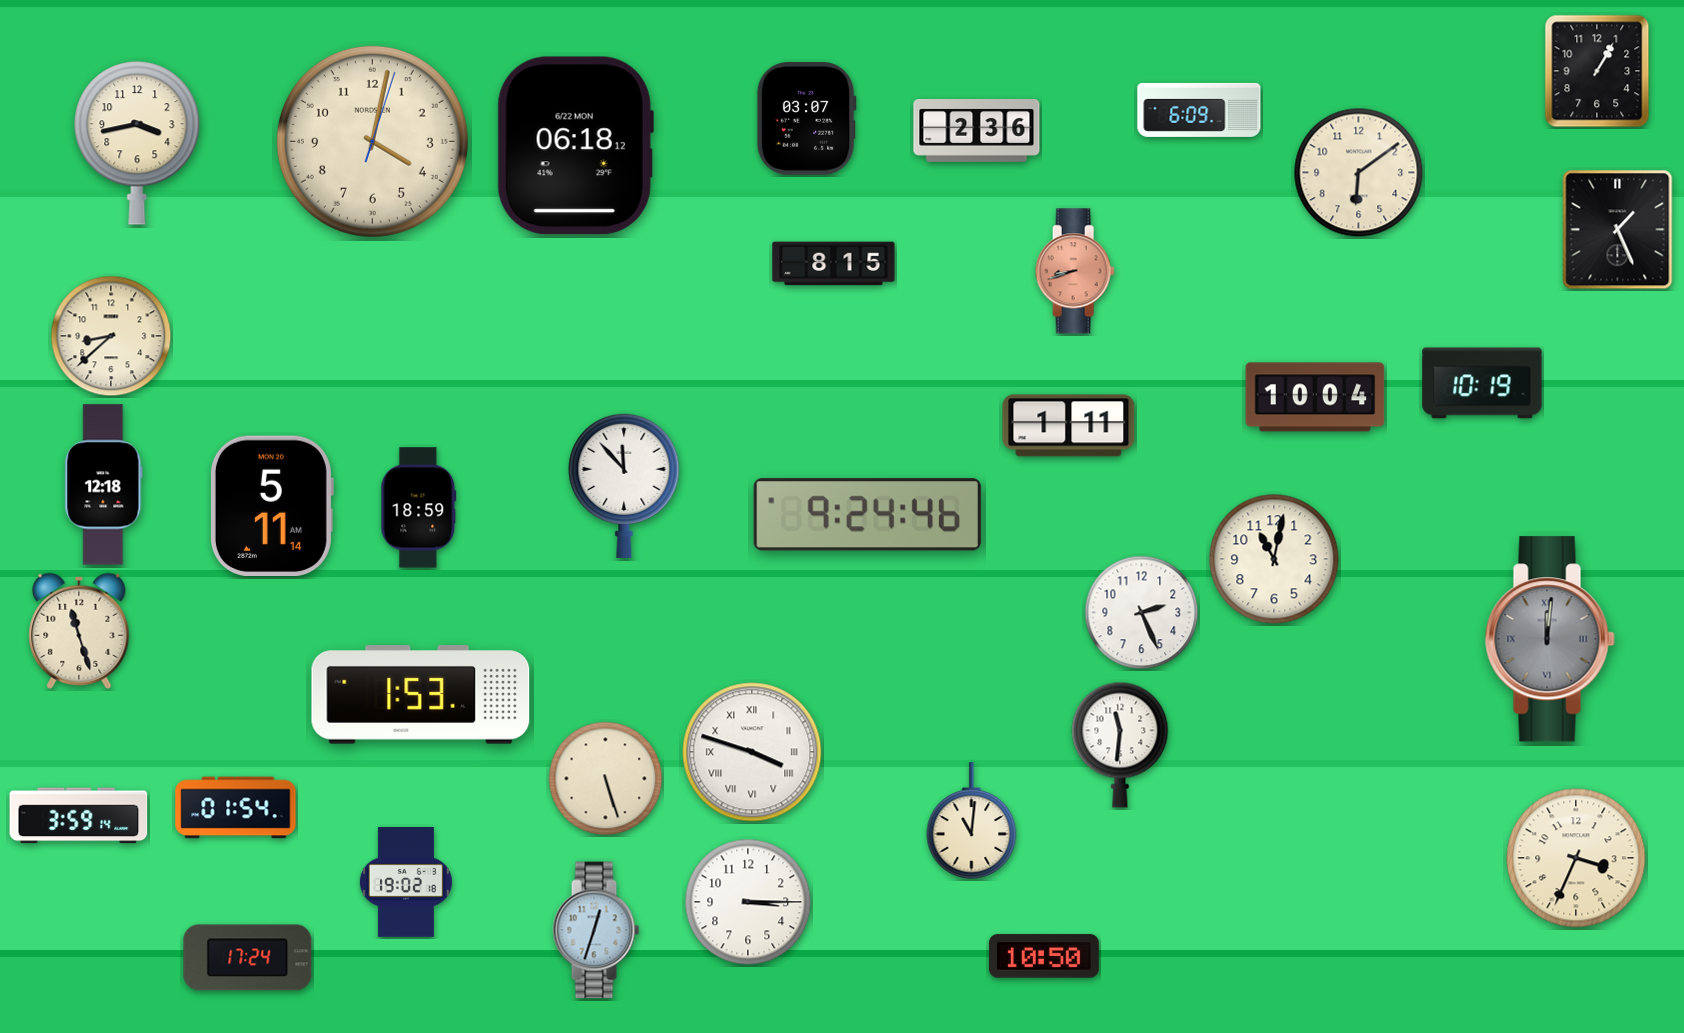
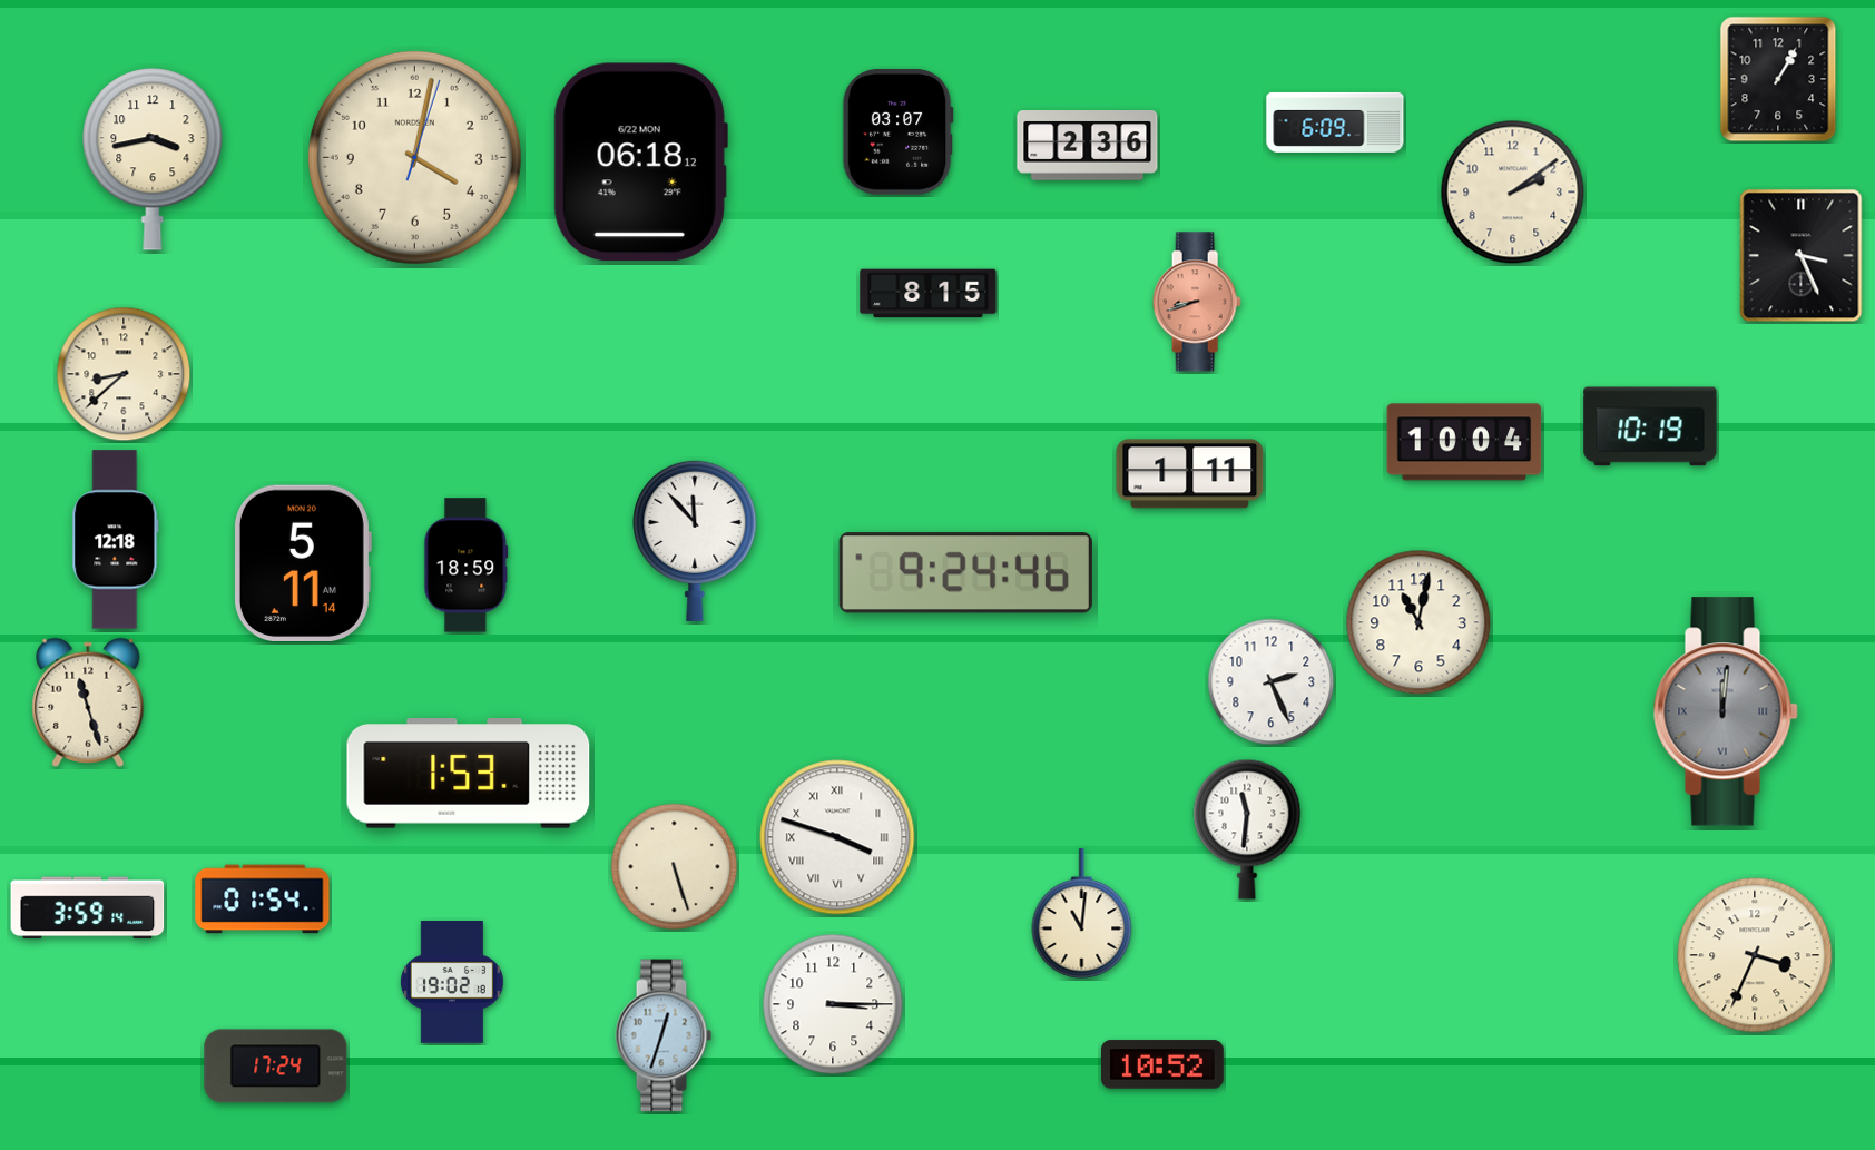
clock at (1359, 173): 6:09 -> 2:09
clock at (1618, 230): 1:26 -> 3:26
clock at (1044, 956): 10:50 -> 10:52
